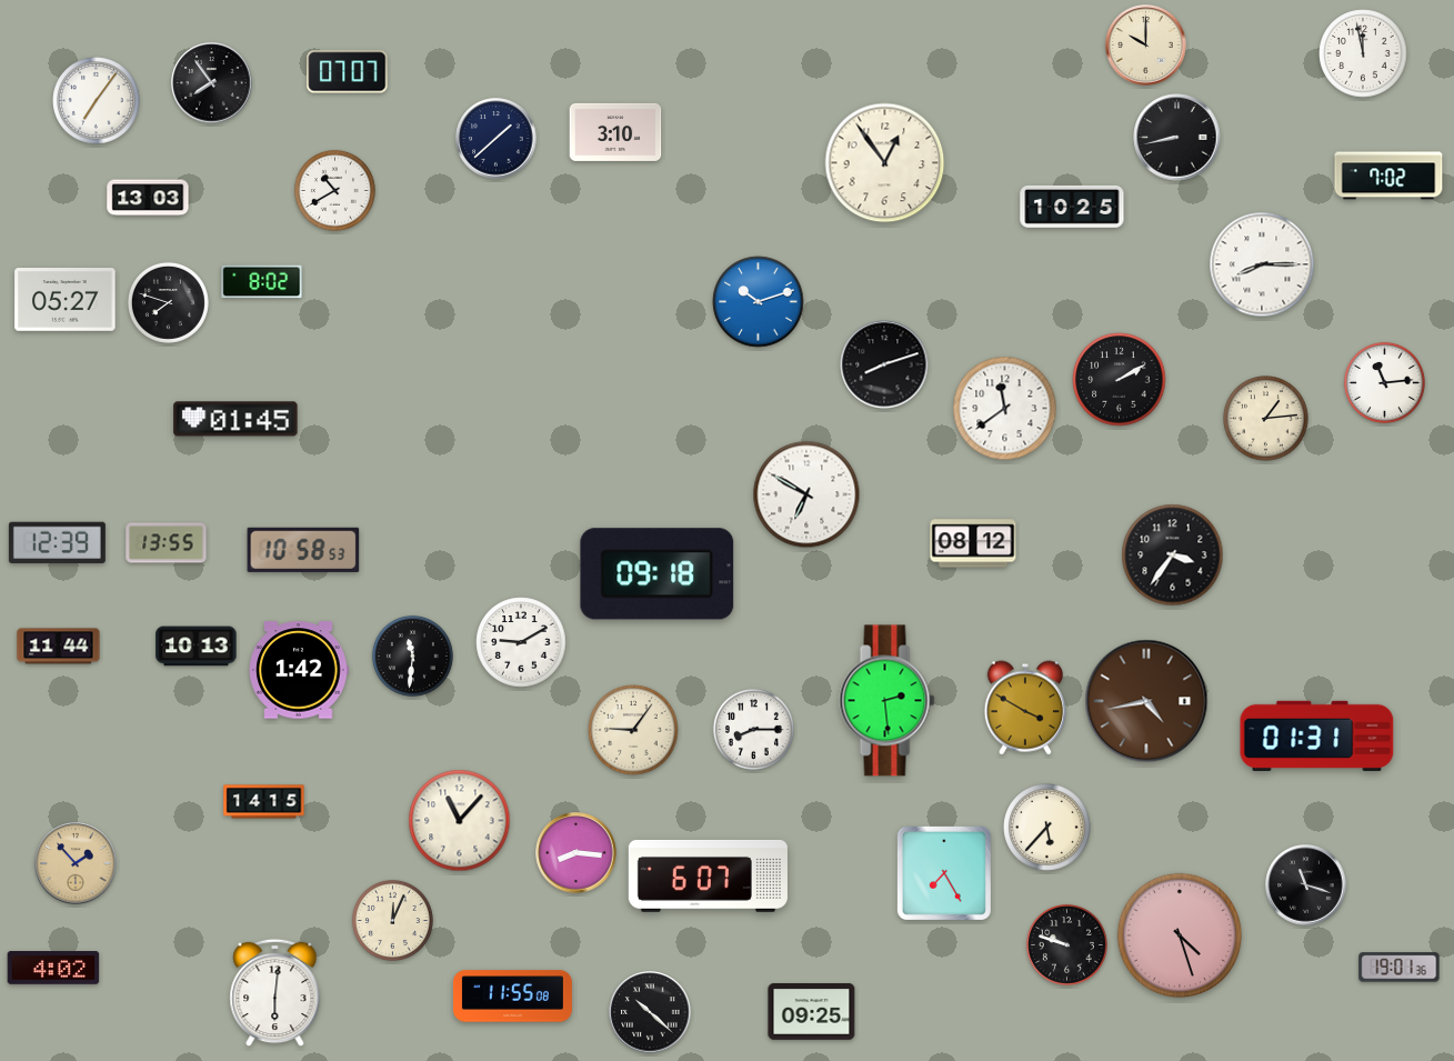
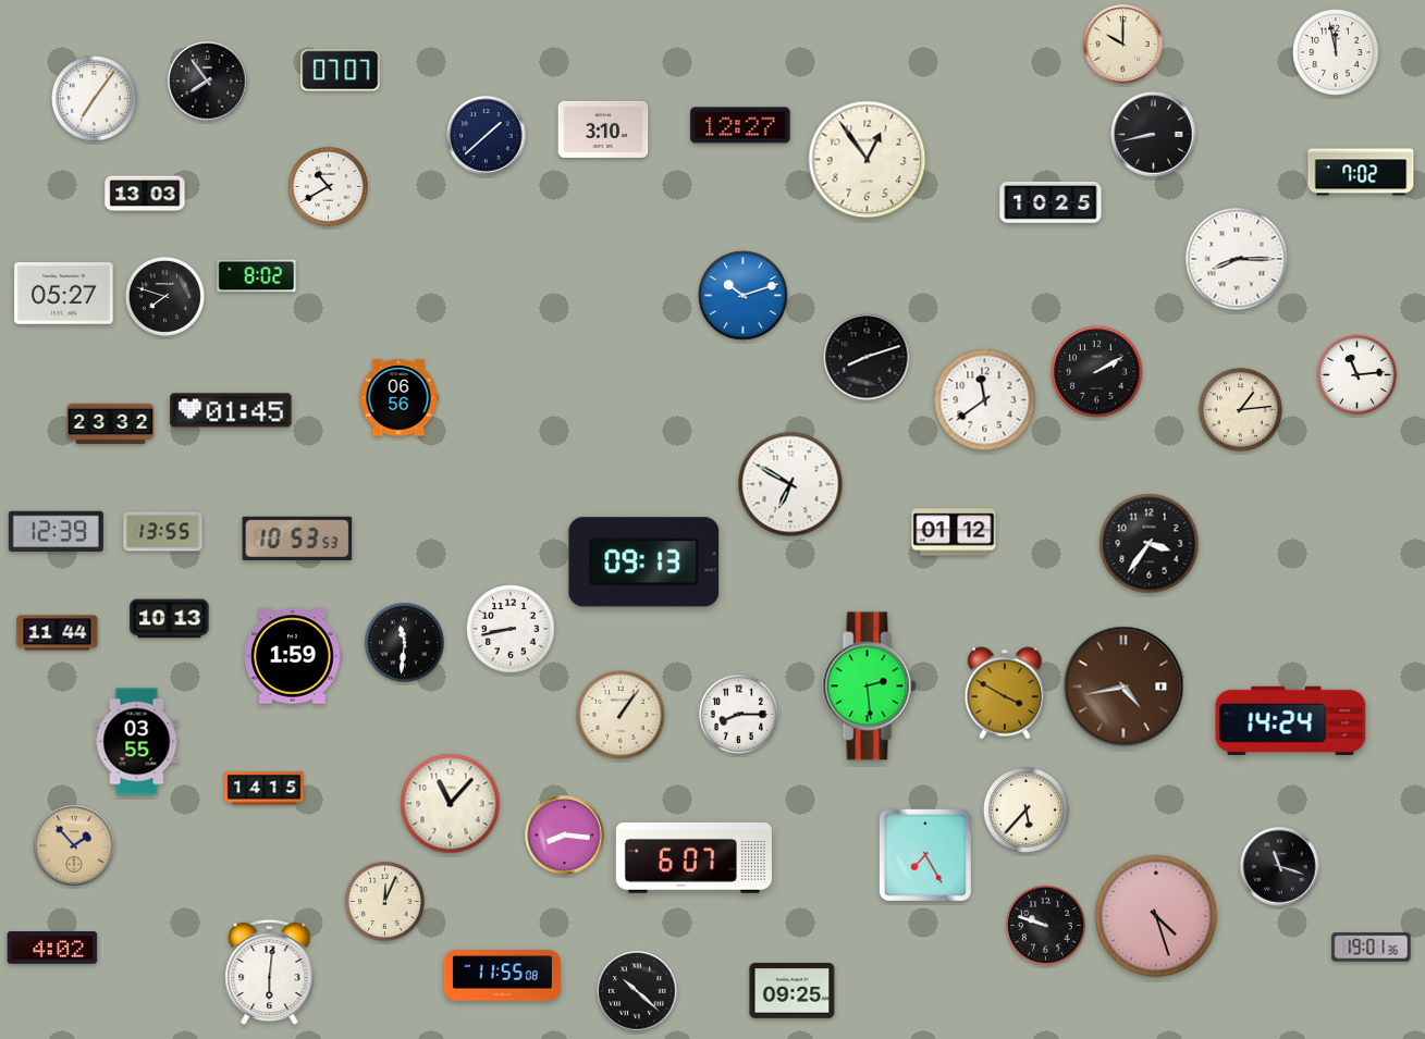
clock at (740, 125): none -> 12:27
clock at (398, 398): none -> 06:56
clock at (111, 423): none -> 23:32
clock at (973, 543): 08:12 -> 01:12
clock at (303, 550): 10:58 -> 10:53
clock at (658, 574): 09:18 -> 09:13
clock at (521, 642): 9:10 -> 8:43
clock at (197, 647) position: (197, 647) -> (170, 619)
clock at (299, 670): 1:42 -> 1:59
clock at (633, 730): 9:06 -> 1:06
clock at (1317, 735): 01:31 -> 14:24
clock at (137, 742): none -> 03:55
clock at (264, 802) position: (264, 802) -> (265, 789)
clock at (812, 1012) position: (812, 1012) -> (793, 991)
